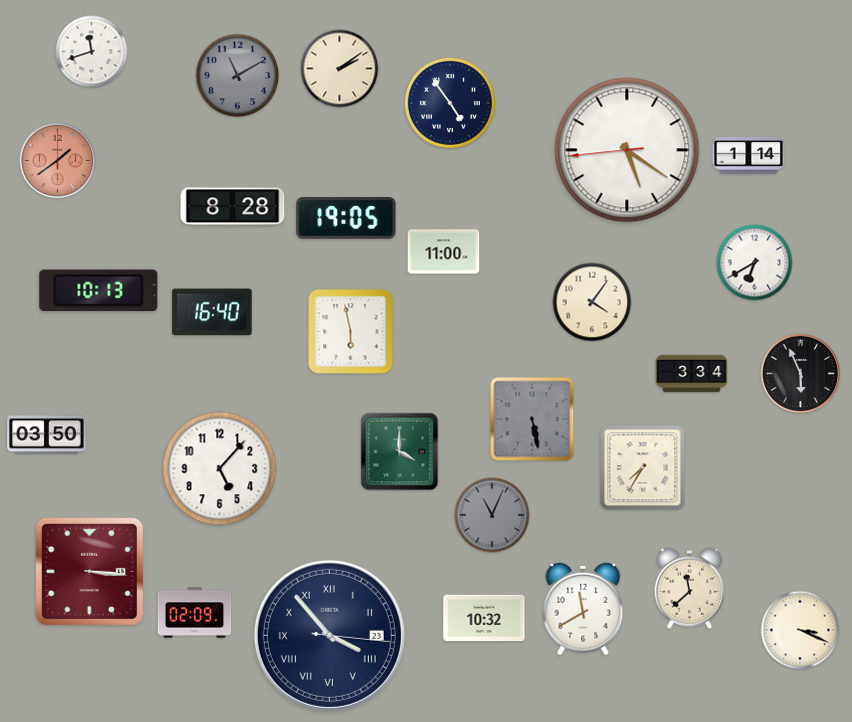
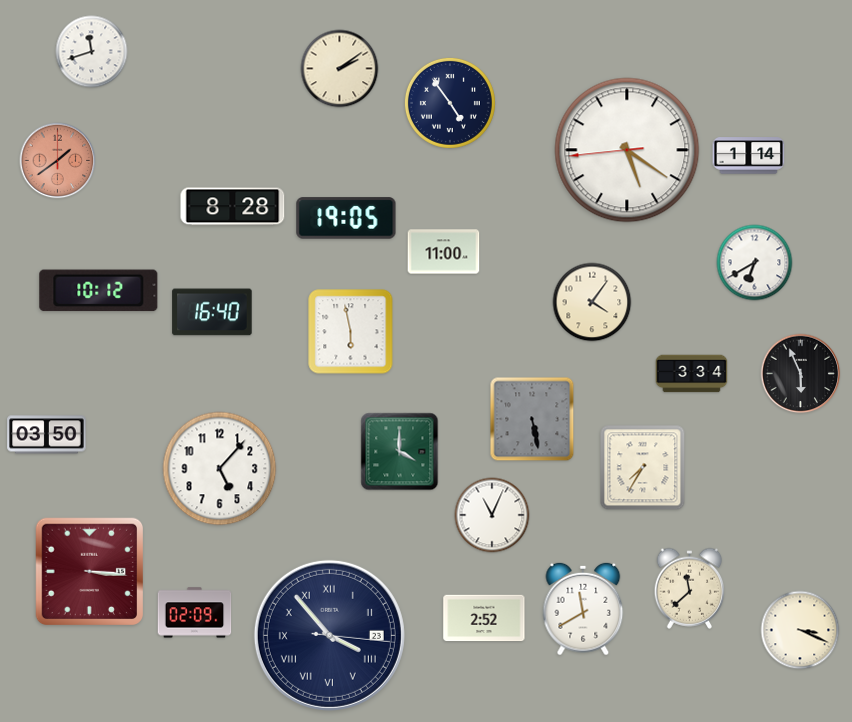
clock at (238, 76): 11:10 -> none
clock at (99, 291): 10:13 -> 10:12
clock at (492, 515) dial: grey -> white
clock at (484, 618): 10:32 -> 2:52
